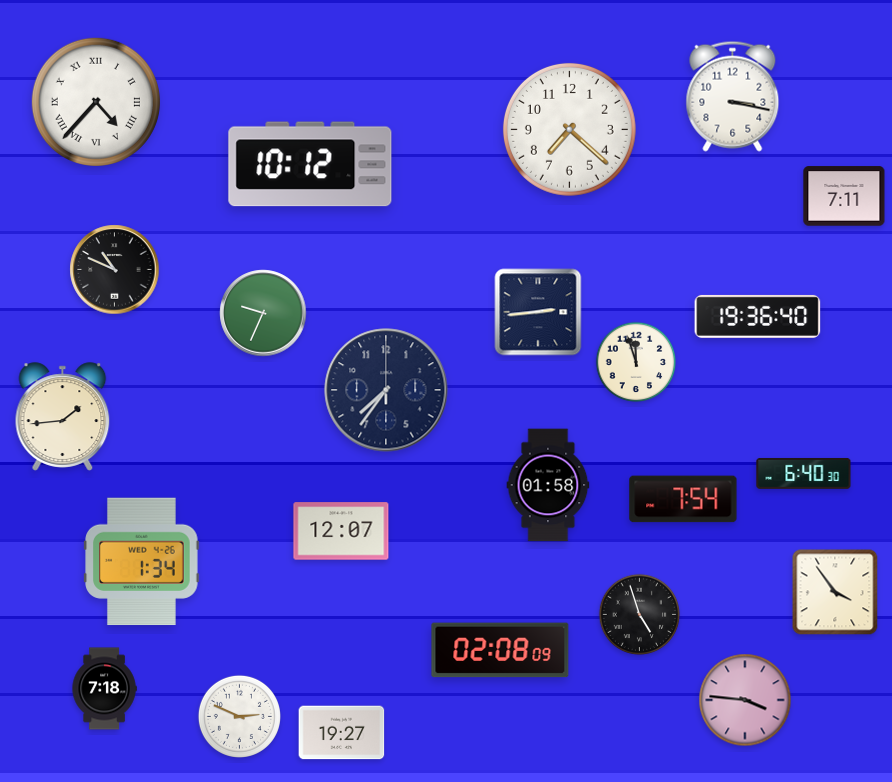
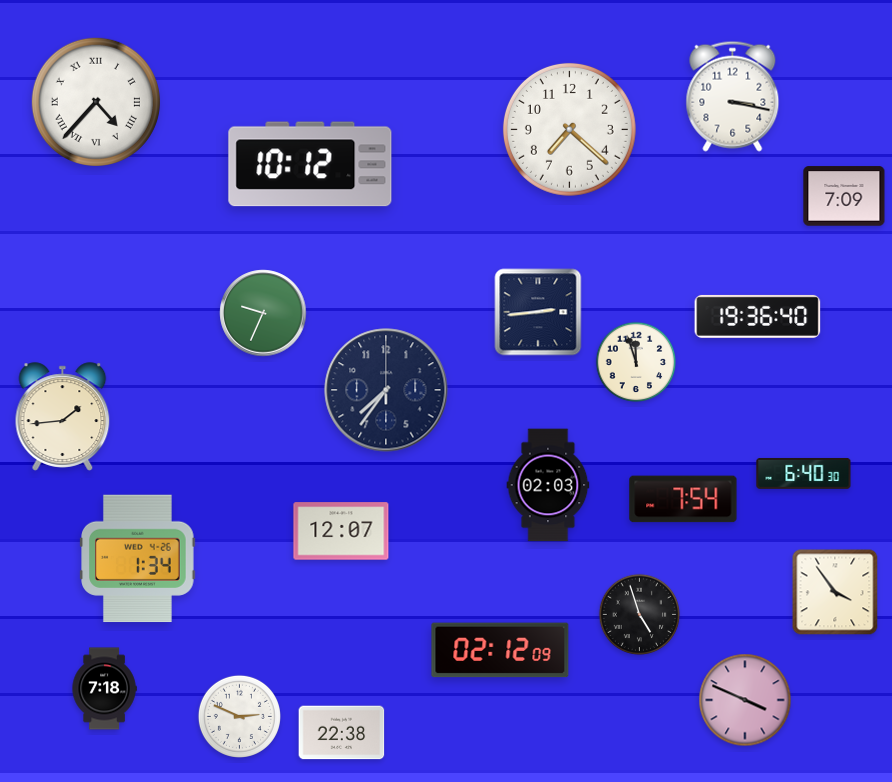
clock at (844, 196): 7:11 -> 7:09
clock at (115, 270): 10:49 -> none
clock at (548, 485): 01:58 -> 02:03
clock at (142, 562) position: (142, 562) -> (138, 559)
clock at (500, 650): 02:08 -> 02:12
clock at (745, 700): 3:46 -> 3:49
clock at (342, 733): 19:27 -> 22:38
